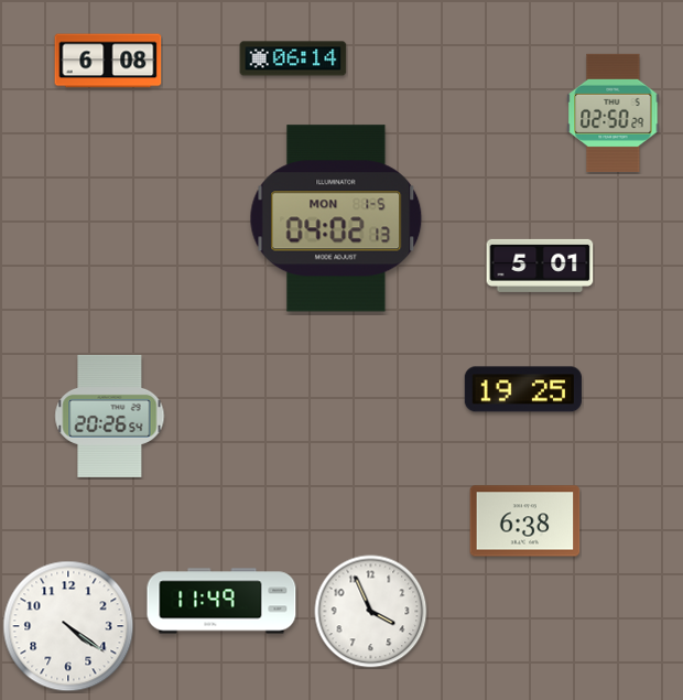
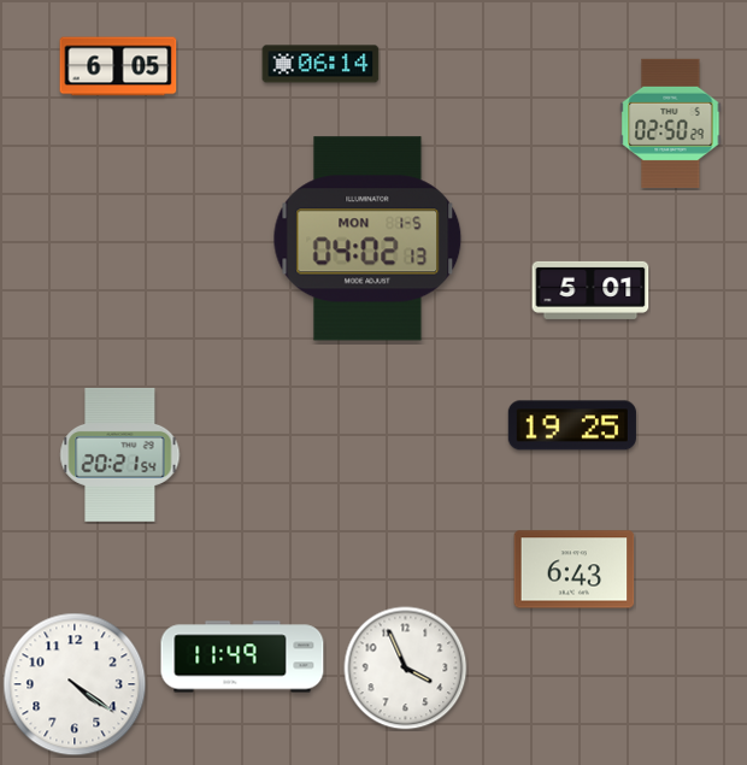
clock at (108, 61): 6:08 -> 6:05
clock at (110, 416): 20:26 -> 20:21
clock at (525, 521): 6:38 -> 6:43
